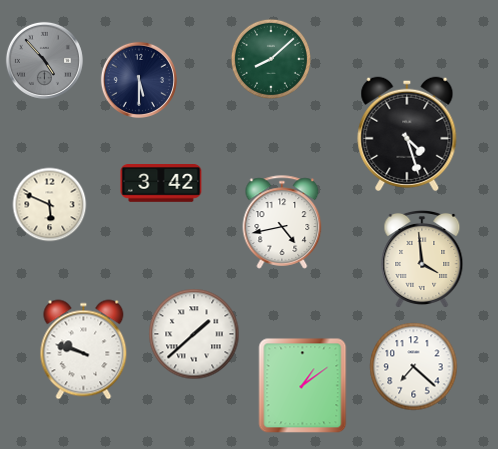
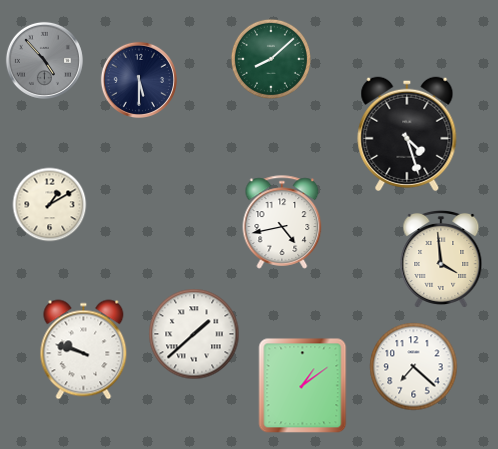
clock at (161, 184): 3:42 -> none
clock at (50, 205): 5:49 -> 1:10
clock at (422, 259) position: (422, 259) -> (441, 259)
